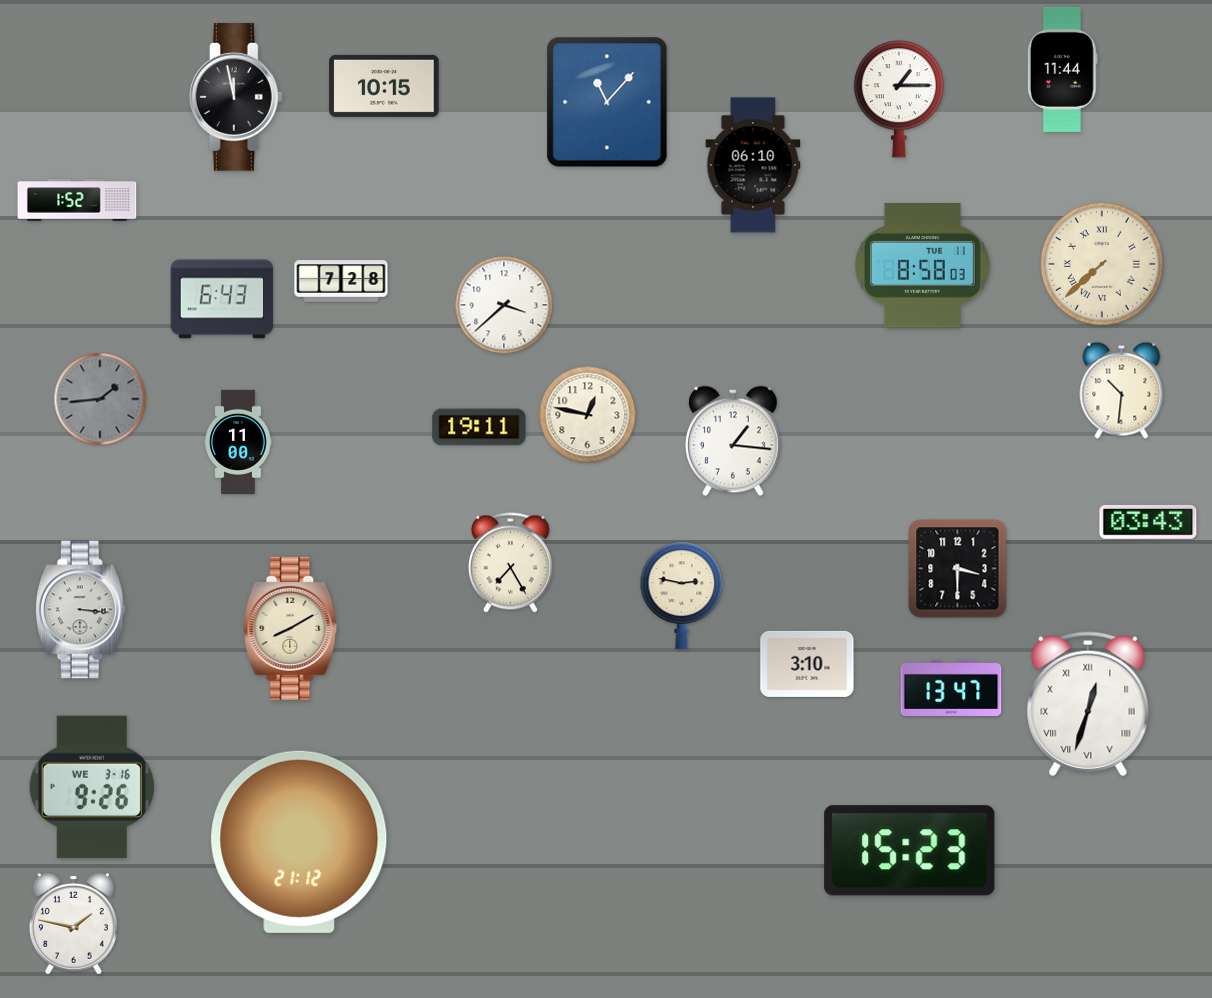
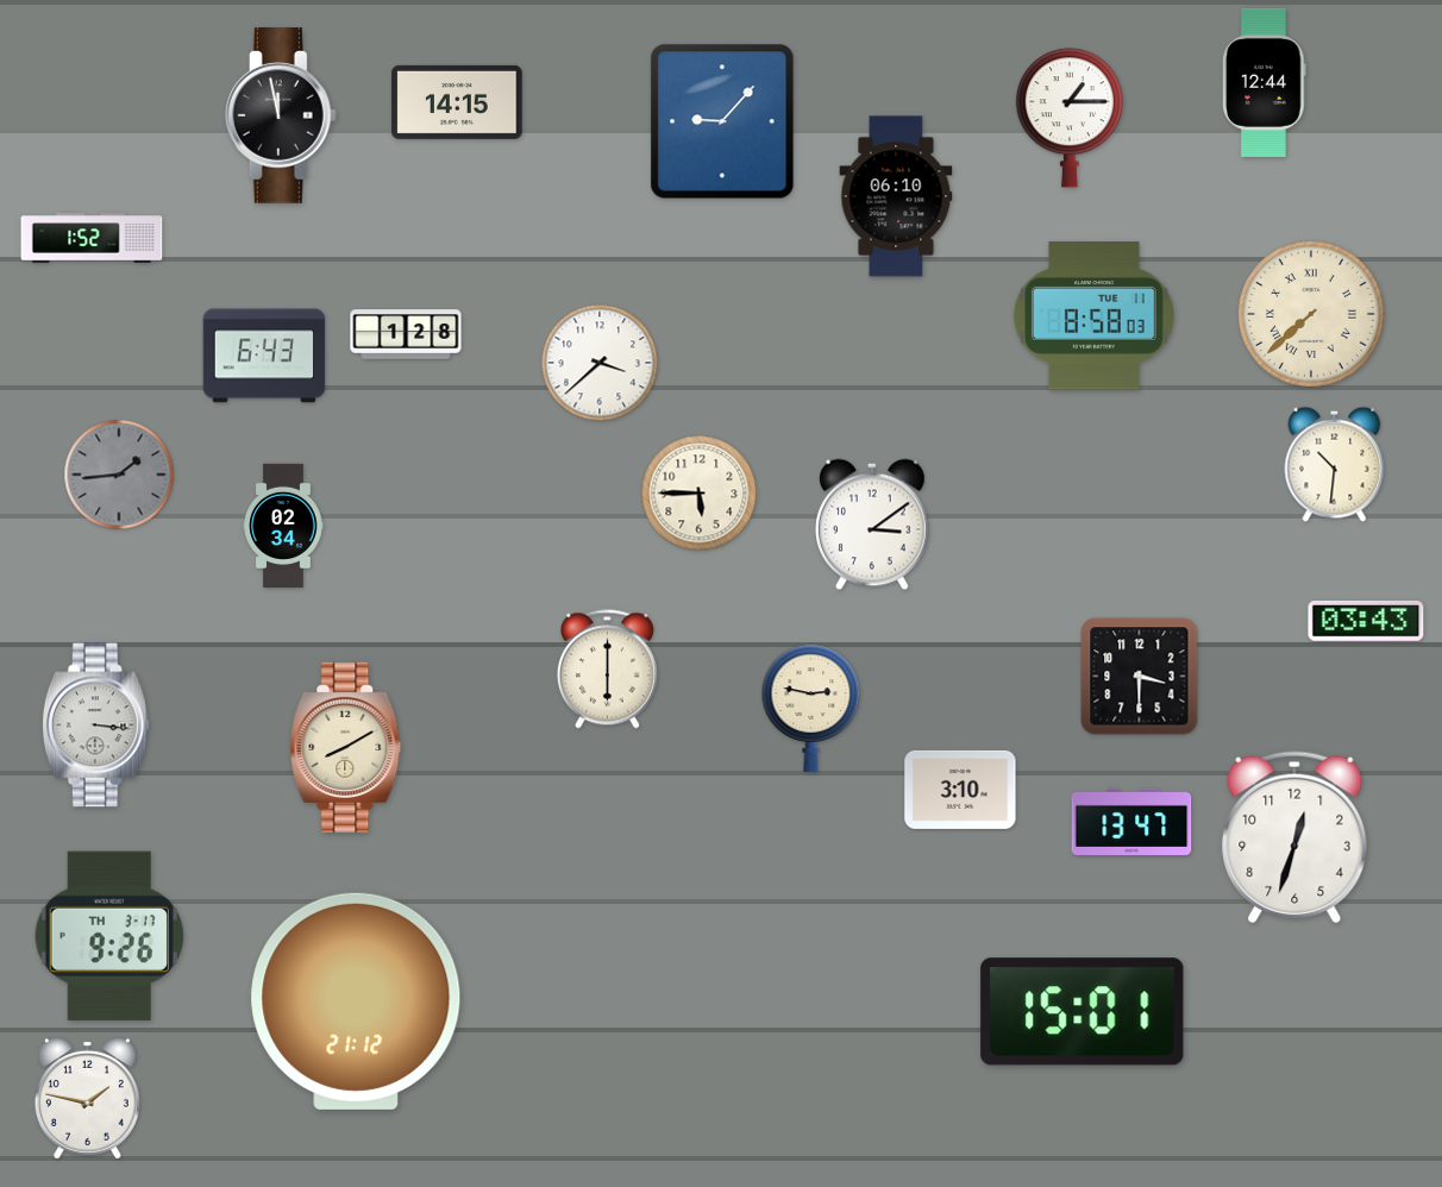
clock at (1062, 69): 11:44 -> 12:44
clock at (384, 86): 10:15 -> 14:15
clock at (607, 102): 11:07 -> 9:07
clock at (922, 266) position: (922, 266) -> (1093, 316)
clock at (341, 281): 7:28 -> 1:28
clock at (588, 415): 12:47 -> 5:45
clock at (479, 427): 19:11 -> none
clock at (238, 441): 11:00 -> 02:34
clock at (733, 441): 1:16 -> 3:09
clock at (510, 563): 7:25 -> 6:00
clock at (951, 688) position: (951, 688) -> (1131, 822)
clock at (1088, 704) numerals: Roman -> Arabic
clock at (92, 787) date: WE 3-16 -> TH 3-17
clock at (910, 851): 15:23 -> 15:01
